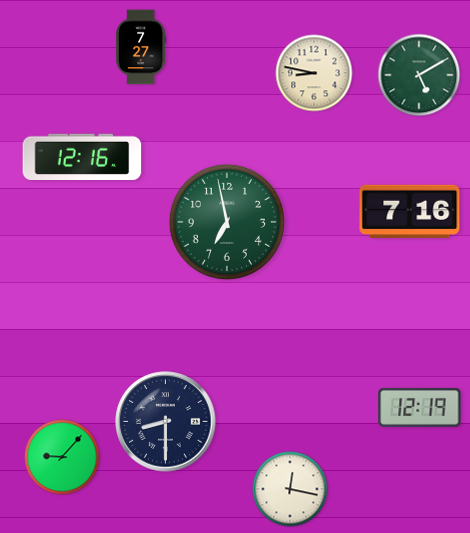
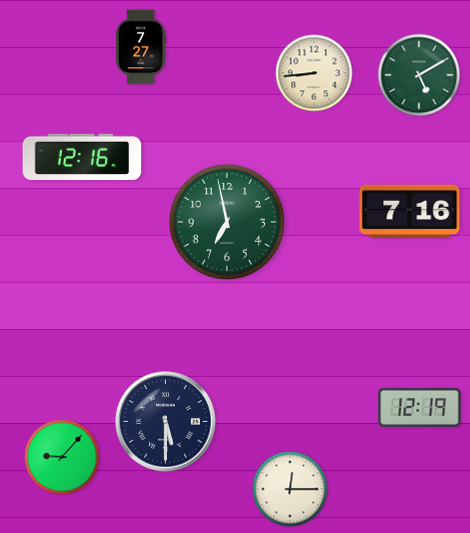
clock at (314, 73): 8:47 -> 8:44
clock at (166, 422): 8:30 -> 5:30
clock at (290, 489): 12:17 -> 12:15
